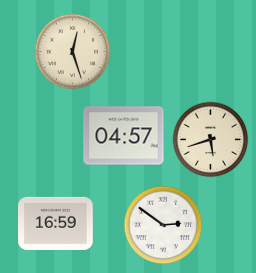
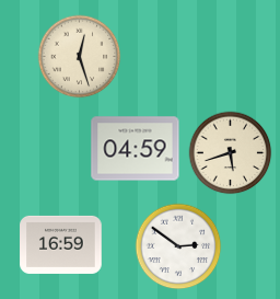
clock at (124, 136): 04:57 -> 04:59
